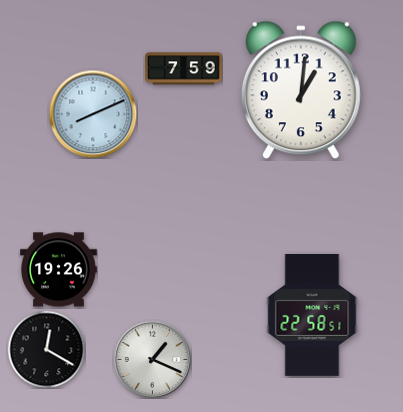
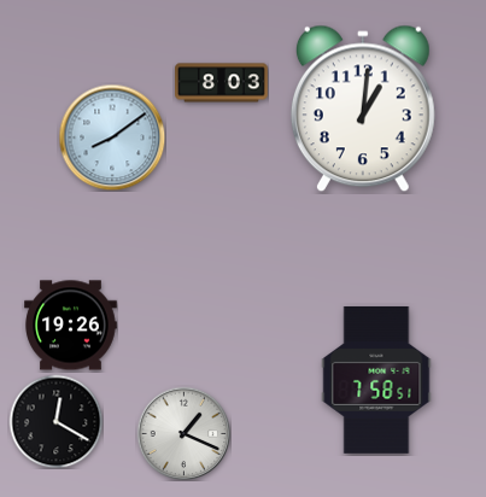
clock at (184, 69): 7:59 -> 8:03
clock at (93, 114): 8:11 -> 8:09
clock at (312, 315): 22:58 -> 7:58
